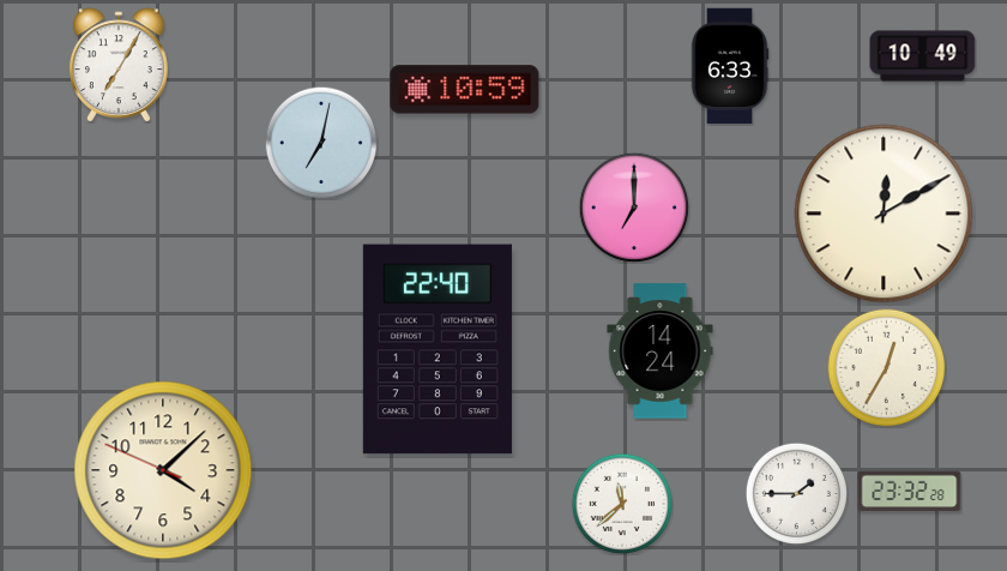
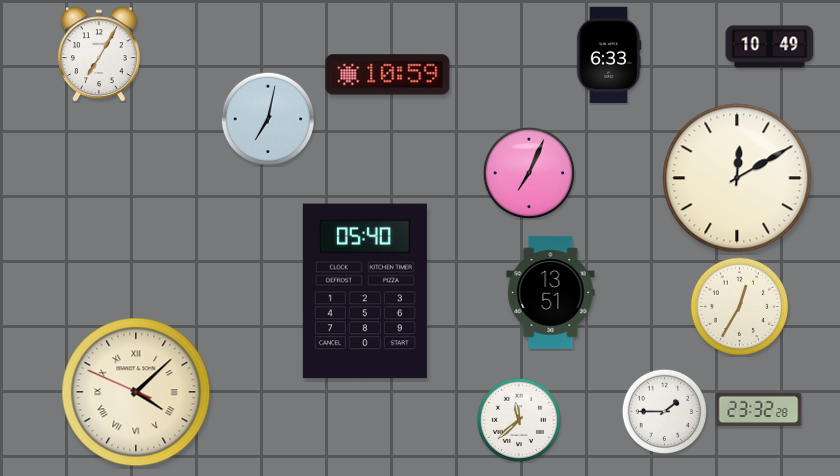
clock at (634, 208): 7:00 -> 7:04
clock at (438, 349): 22:40 -> 05:40
clock at (661, 351): 14:24 -> 13:51
clock at (163, 470) numerals: Arabic -> Roman
